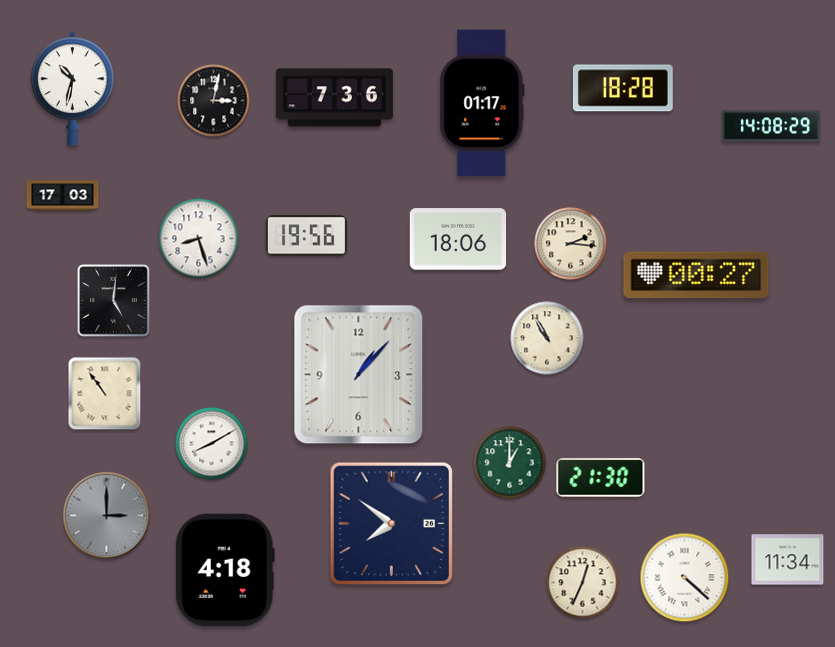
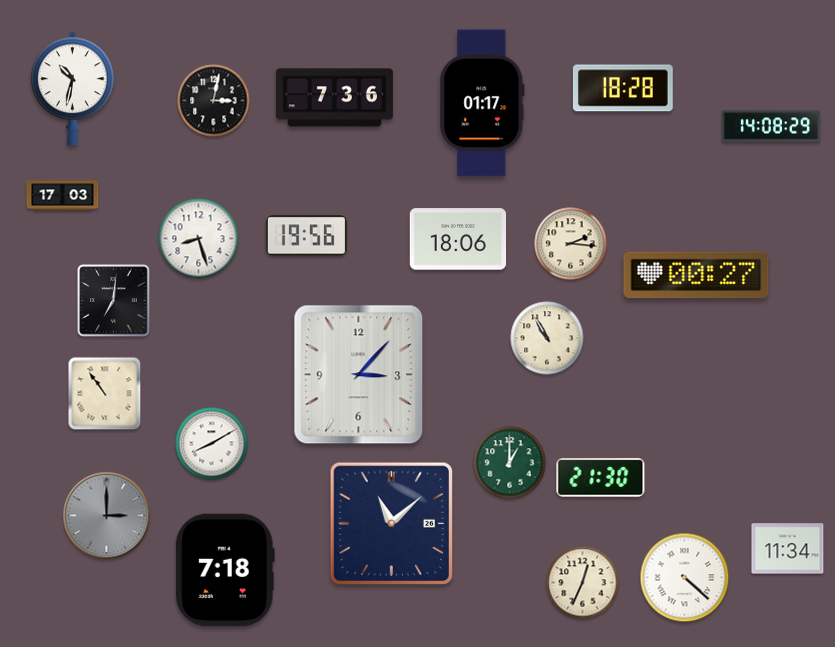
clock at (114, 301): 5:01 -> 7:01
clock at (359, 375): 1:07 -> 3:07
clock at (392, 524): 7:51 -> 11:08
clock at (788, 560) position: (788, 560) -> (788, 549)
clock at (225, 570): 4:18 -> 7:18
